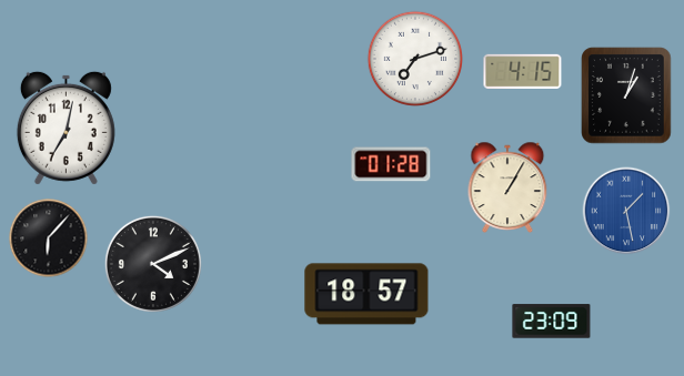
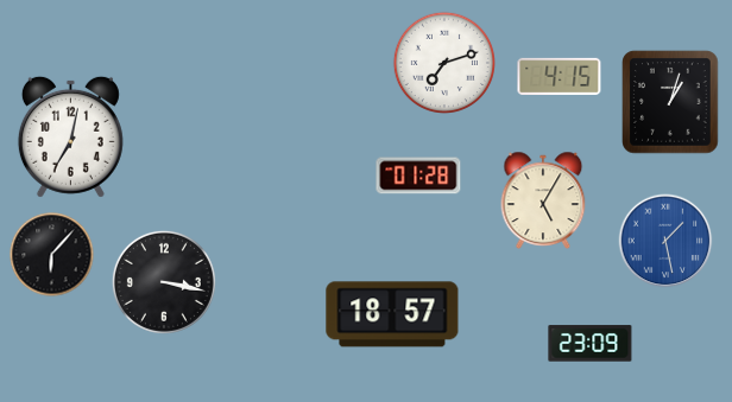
clock at (507, 186): 1:05 -> 5:05
clock at (626, 211) position: (626, 211) -> (665, 241)
clock at (153, 264): 4:11 -> 3:17
